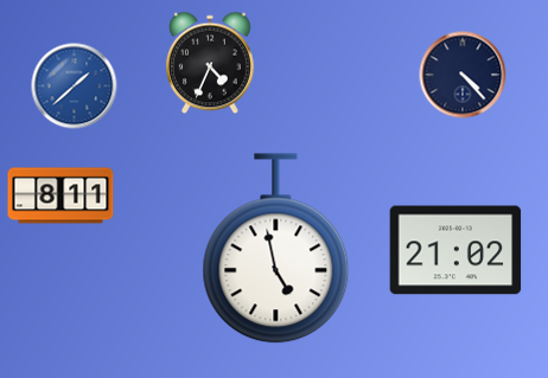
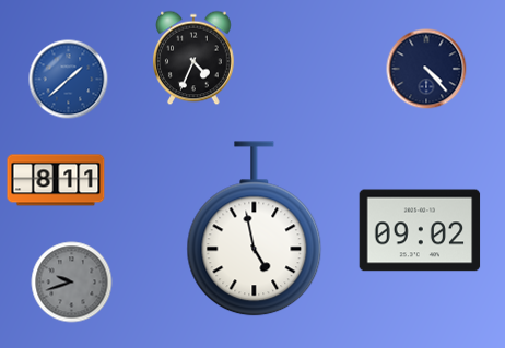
clock at (455, 250): 21:02 -> 09:02
clock at (72, 283): none -> 9:42
